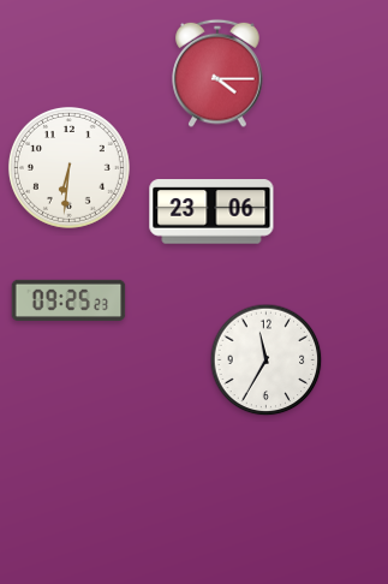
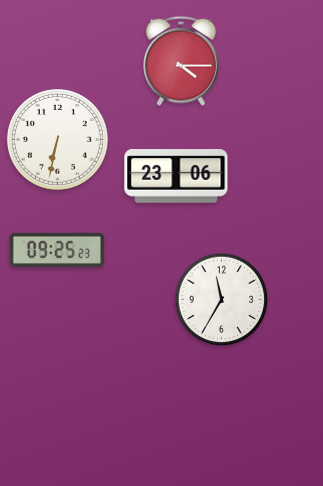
clock at (68, 167): 6:31 -> 6:32
